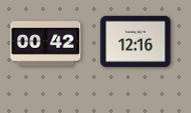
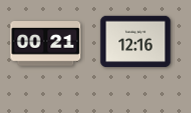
clock at (46, 44): 00:42 -> 00:21
